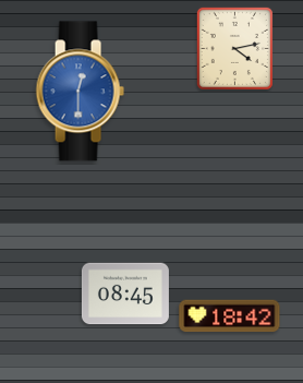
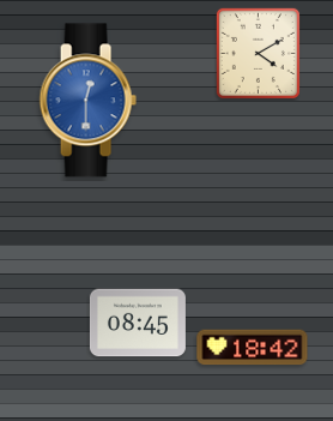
clock at (234, 48): 4:13 -> 4:10
